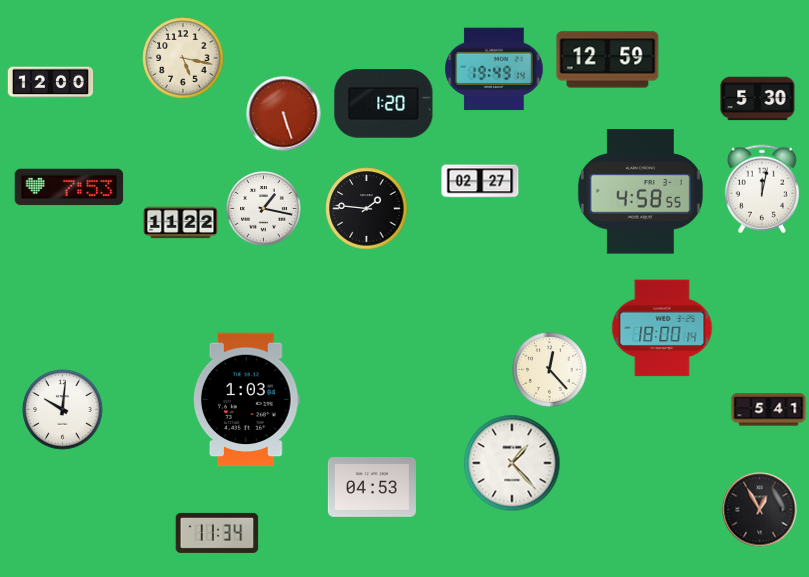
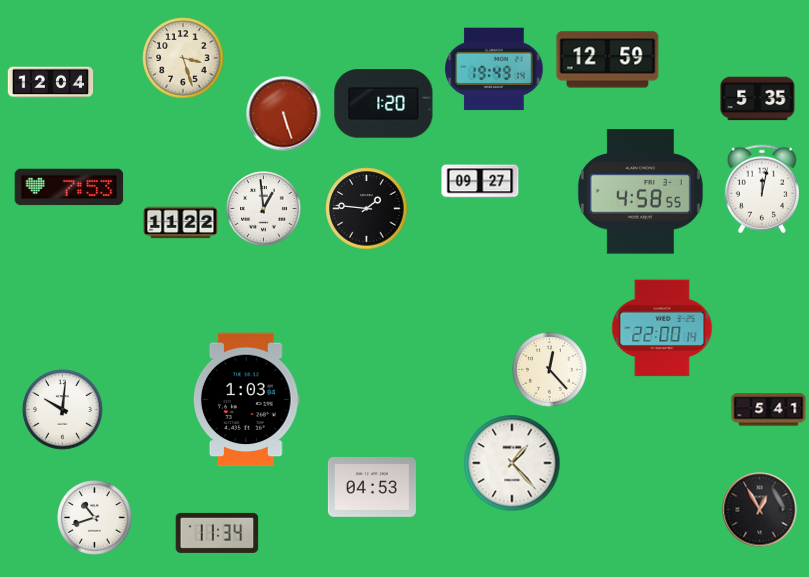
clock at (183, 58): 5:17 -> 3:27
clock at (51, 83): 12:00 -> 12:04
clock at (758, 99): 5:30 -> 5:35
clock at (480, 181): 02:27 -> 09:27
clock at (264, 209): 1:17 -> 12:59
clock at (662, 328): 18:00 -> 22:00
clock at (95, 518): none -> 10:42
